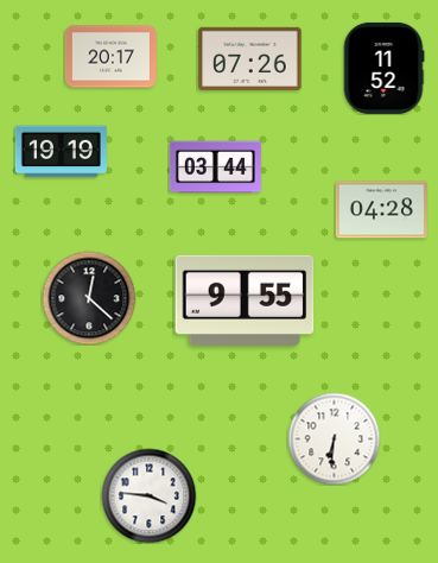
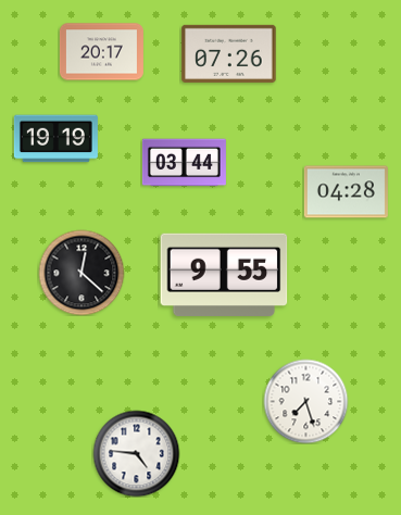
clock at (383, 68): 11:52 -> none
clock at (215, 167) position: (215, 167) -> (184, 163)
clock at (381, 210) position: (381, 210) -> (346, 192)
clock at (334, 438): 6:31 -> 7:27
clock at (148, 495): 3:46 -> 4:46
